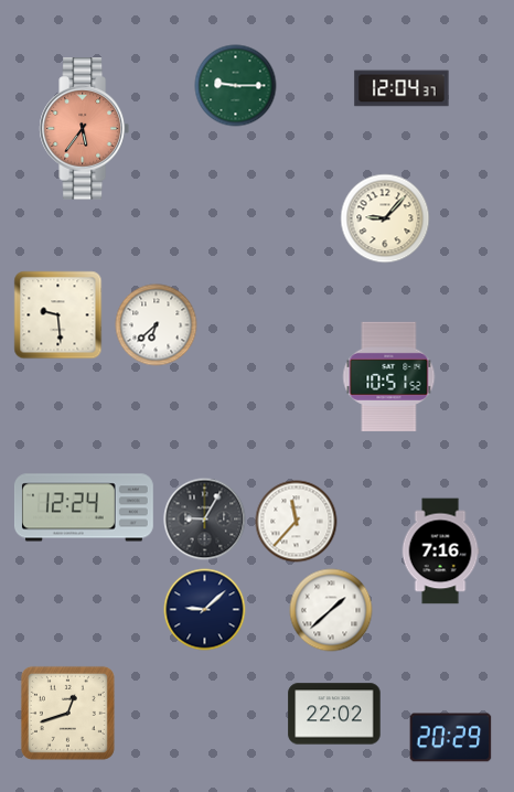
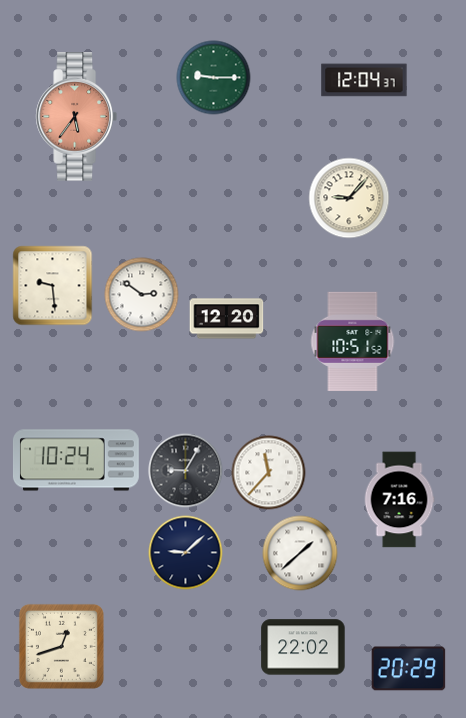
clock at (157, 325): 6:38 -> 2:51
clock at (227, 319): none -> 12:20
clock at (84, 507): 12:24 -> 10:24
